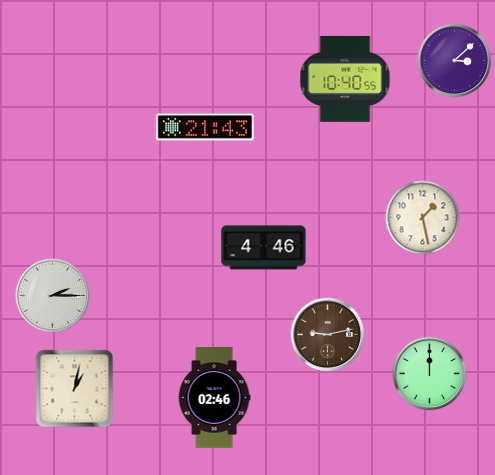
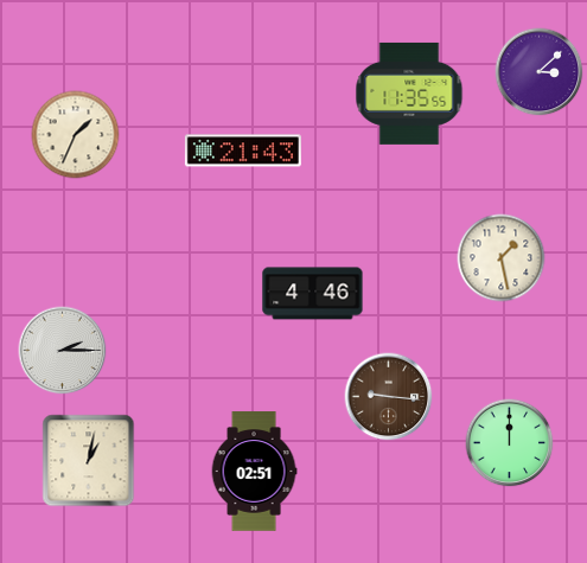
clock at (345, 79): 10:40 -> 11:35
clock at (76, 135): none -> 1:34
clock at (328, 335): 9:13 -> 9:16
clock at (214, 398): 02:46 -> 02:51
